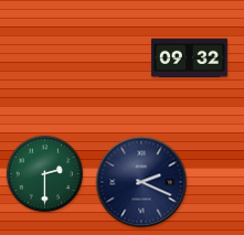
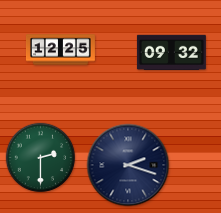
clock at (60, 50): none -> 12:25
clock at (141, 182): 2:19 -> 2:18
